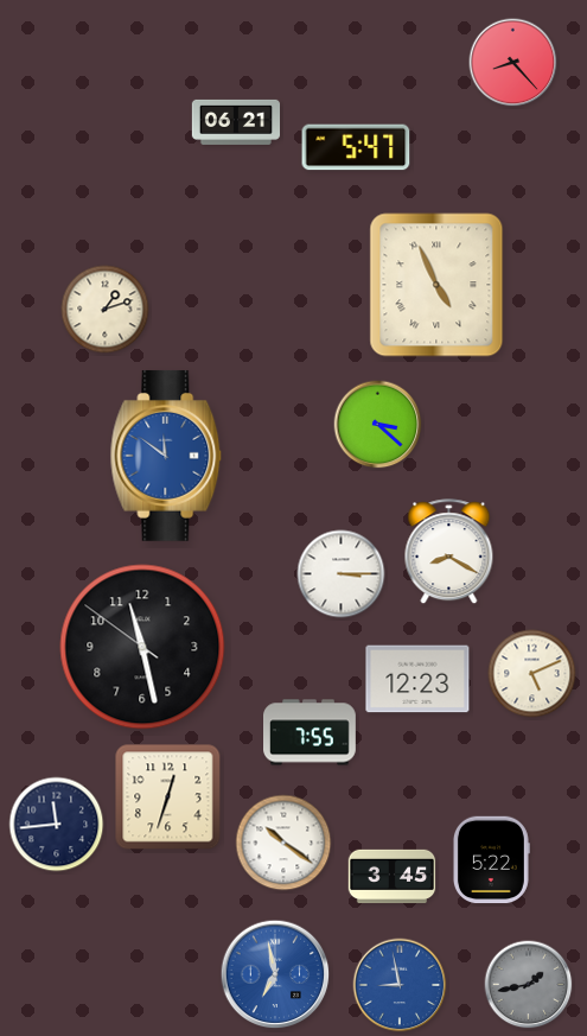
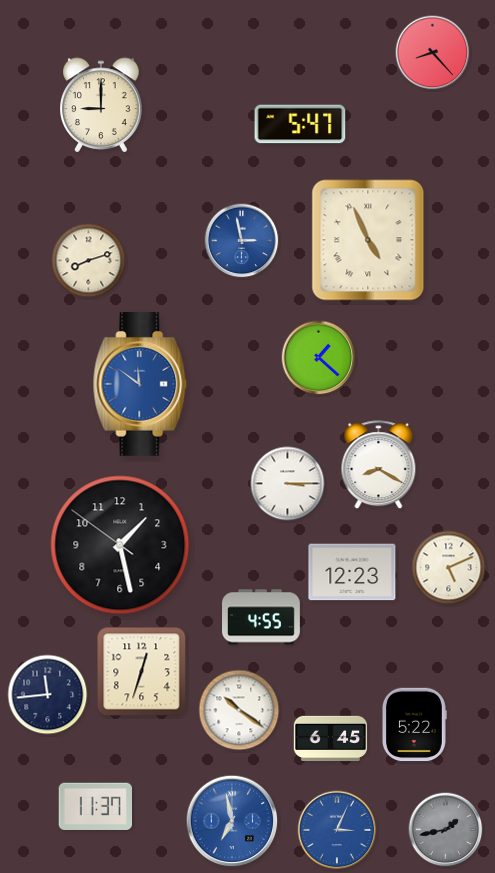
clock at (236, 122): 06:21 -> none
clock at (101, 105): none -> 9:00
clock at (242, 241): none -> 2:58
clock at (106, 310): 1:12 -> 8:12
clock at (378, 425): 3:22 -> 1:22
clock at (142, 647): 11:27 -> 1:27
clock at (311, 732): 7:55 -> 4:55
clock at (393, 877): 3:45 -> 6:45
clock at (95, 806): none -> 11:37
clock at (400, 985): 8:58 -> 3:04
